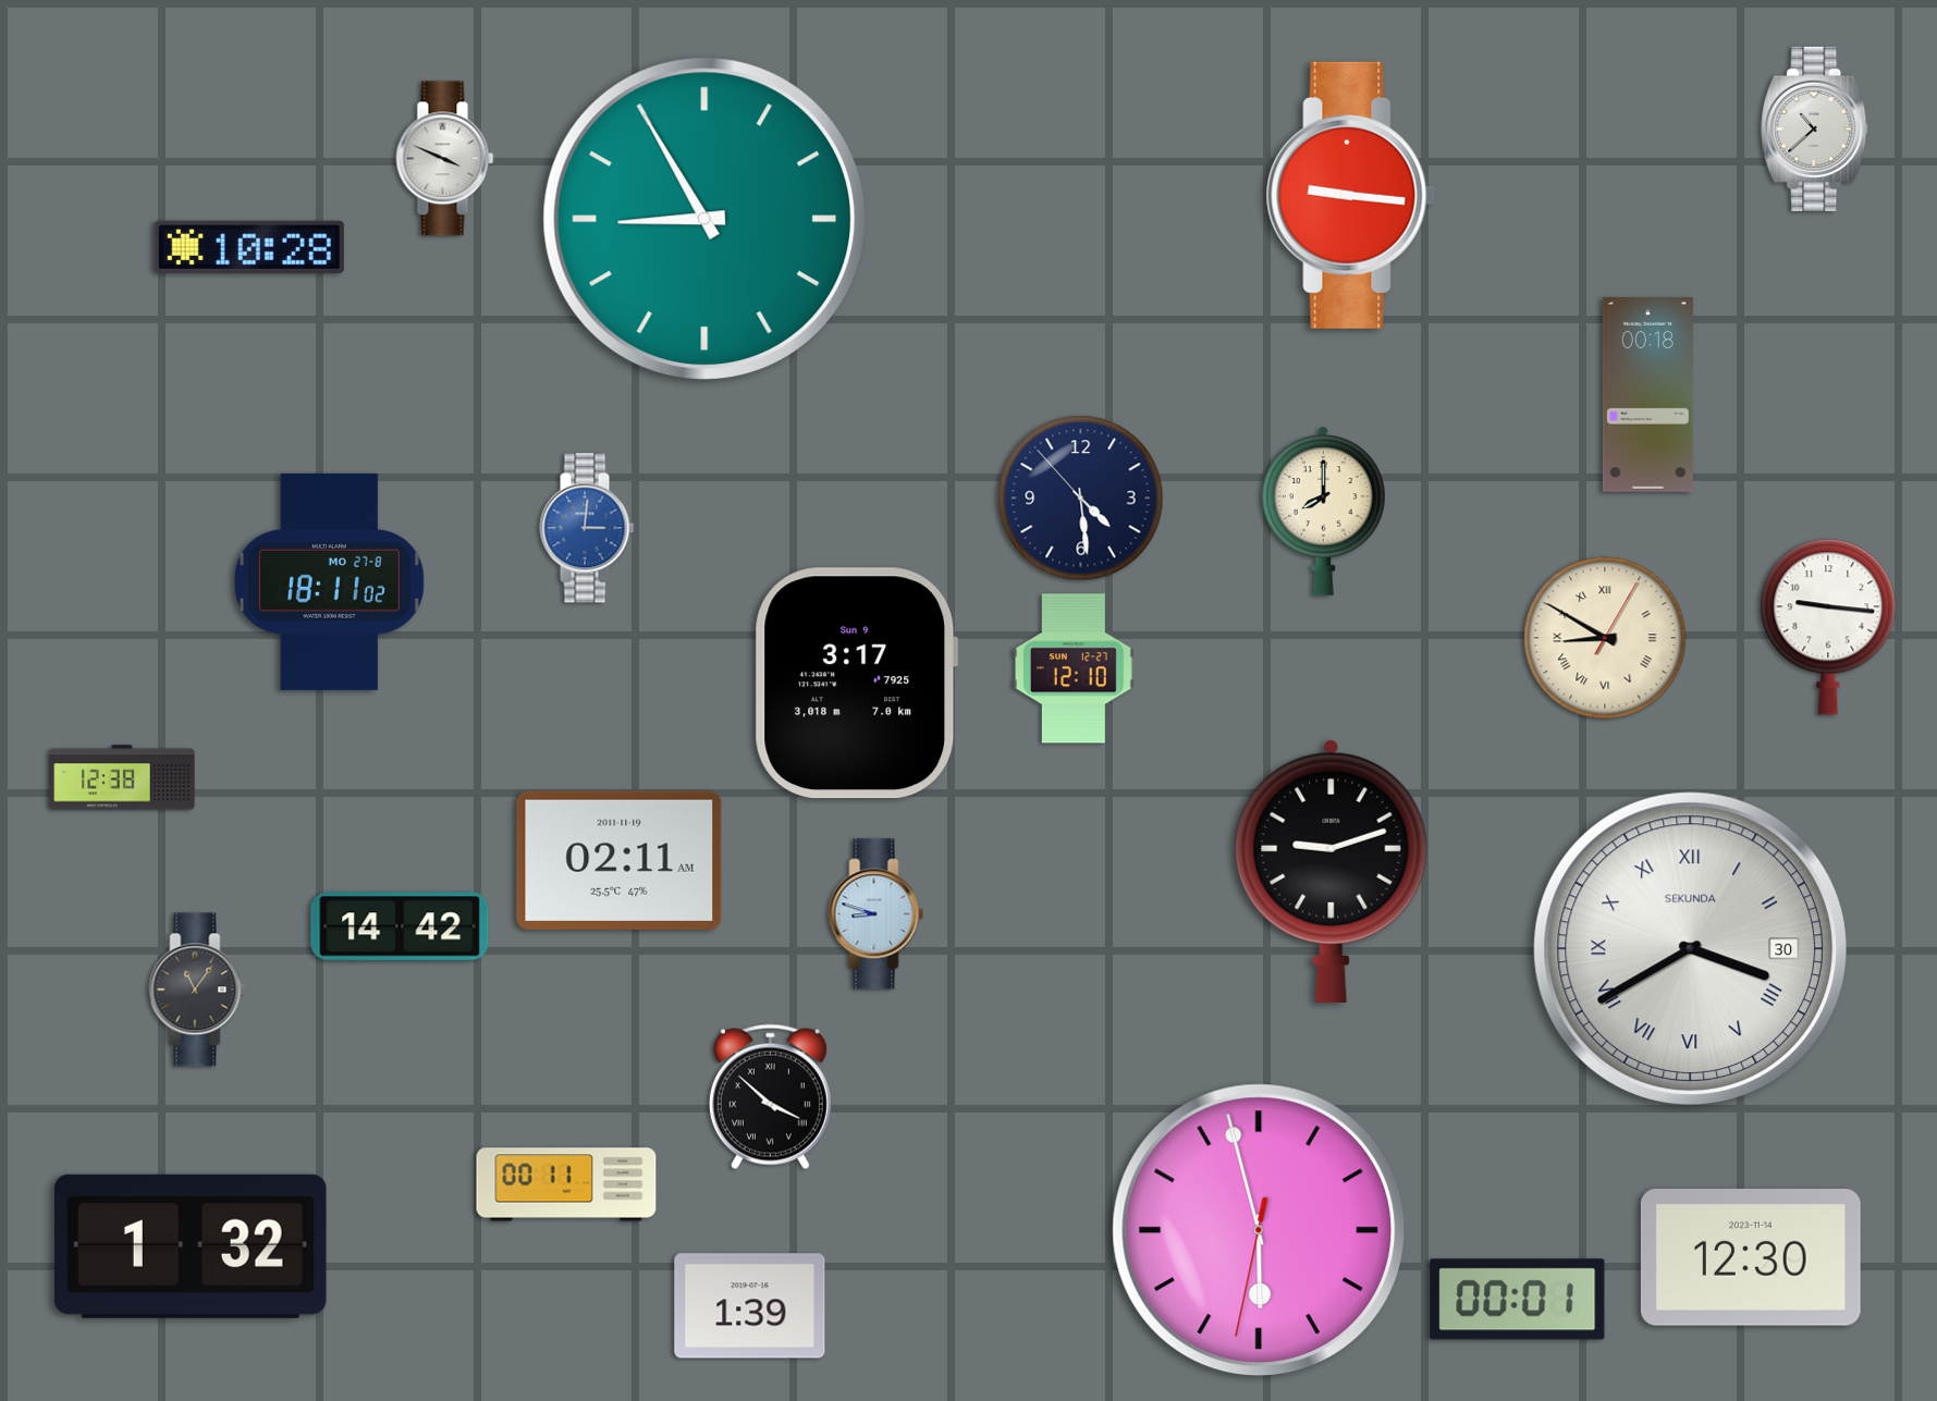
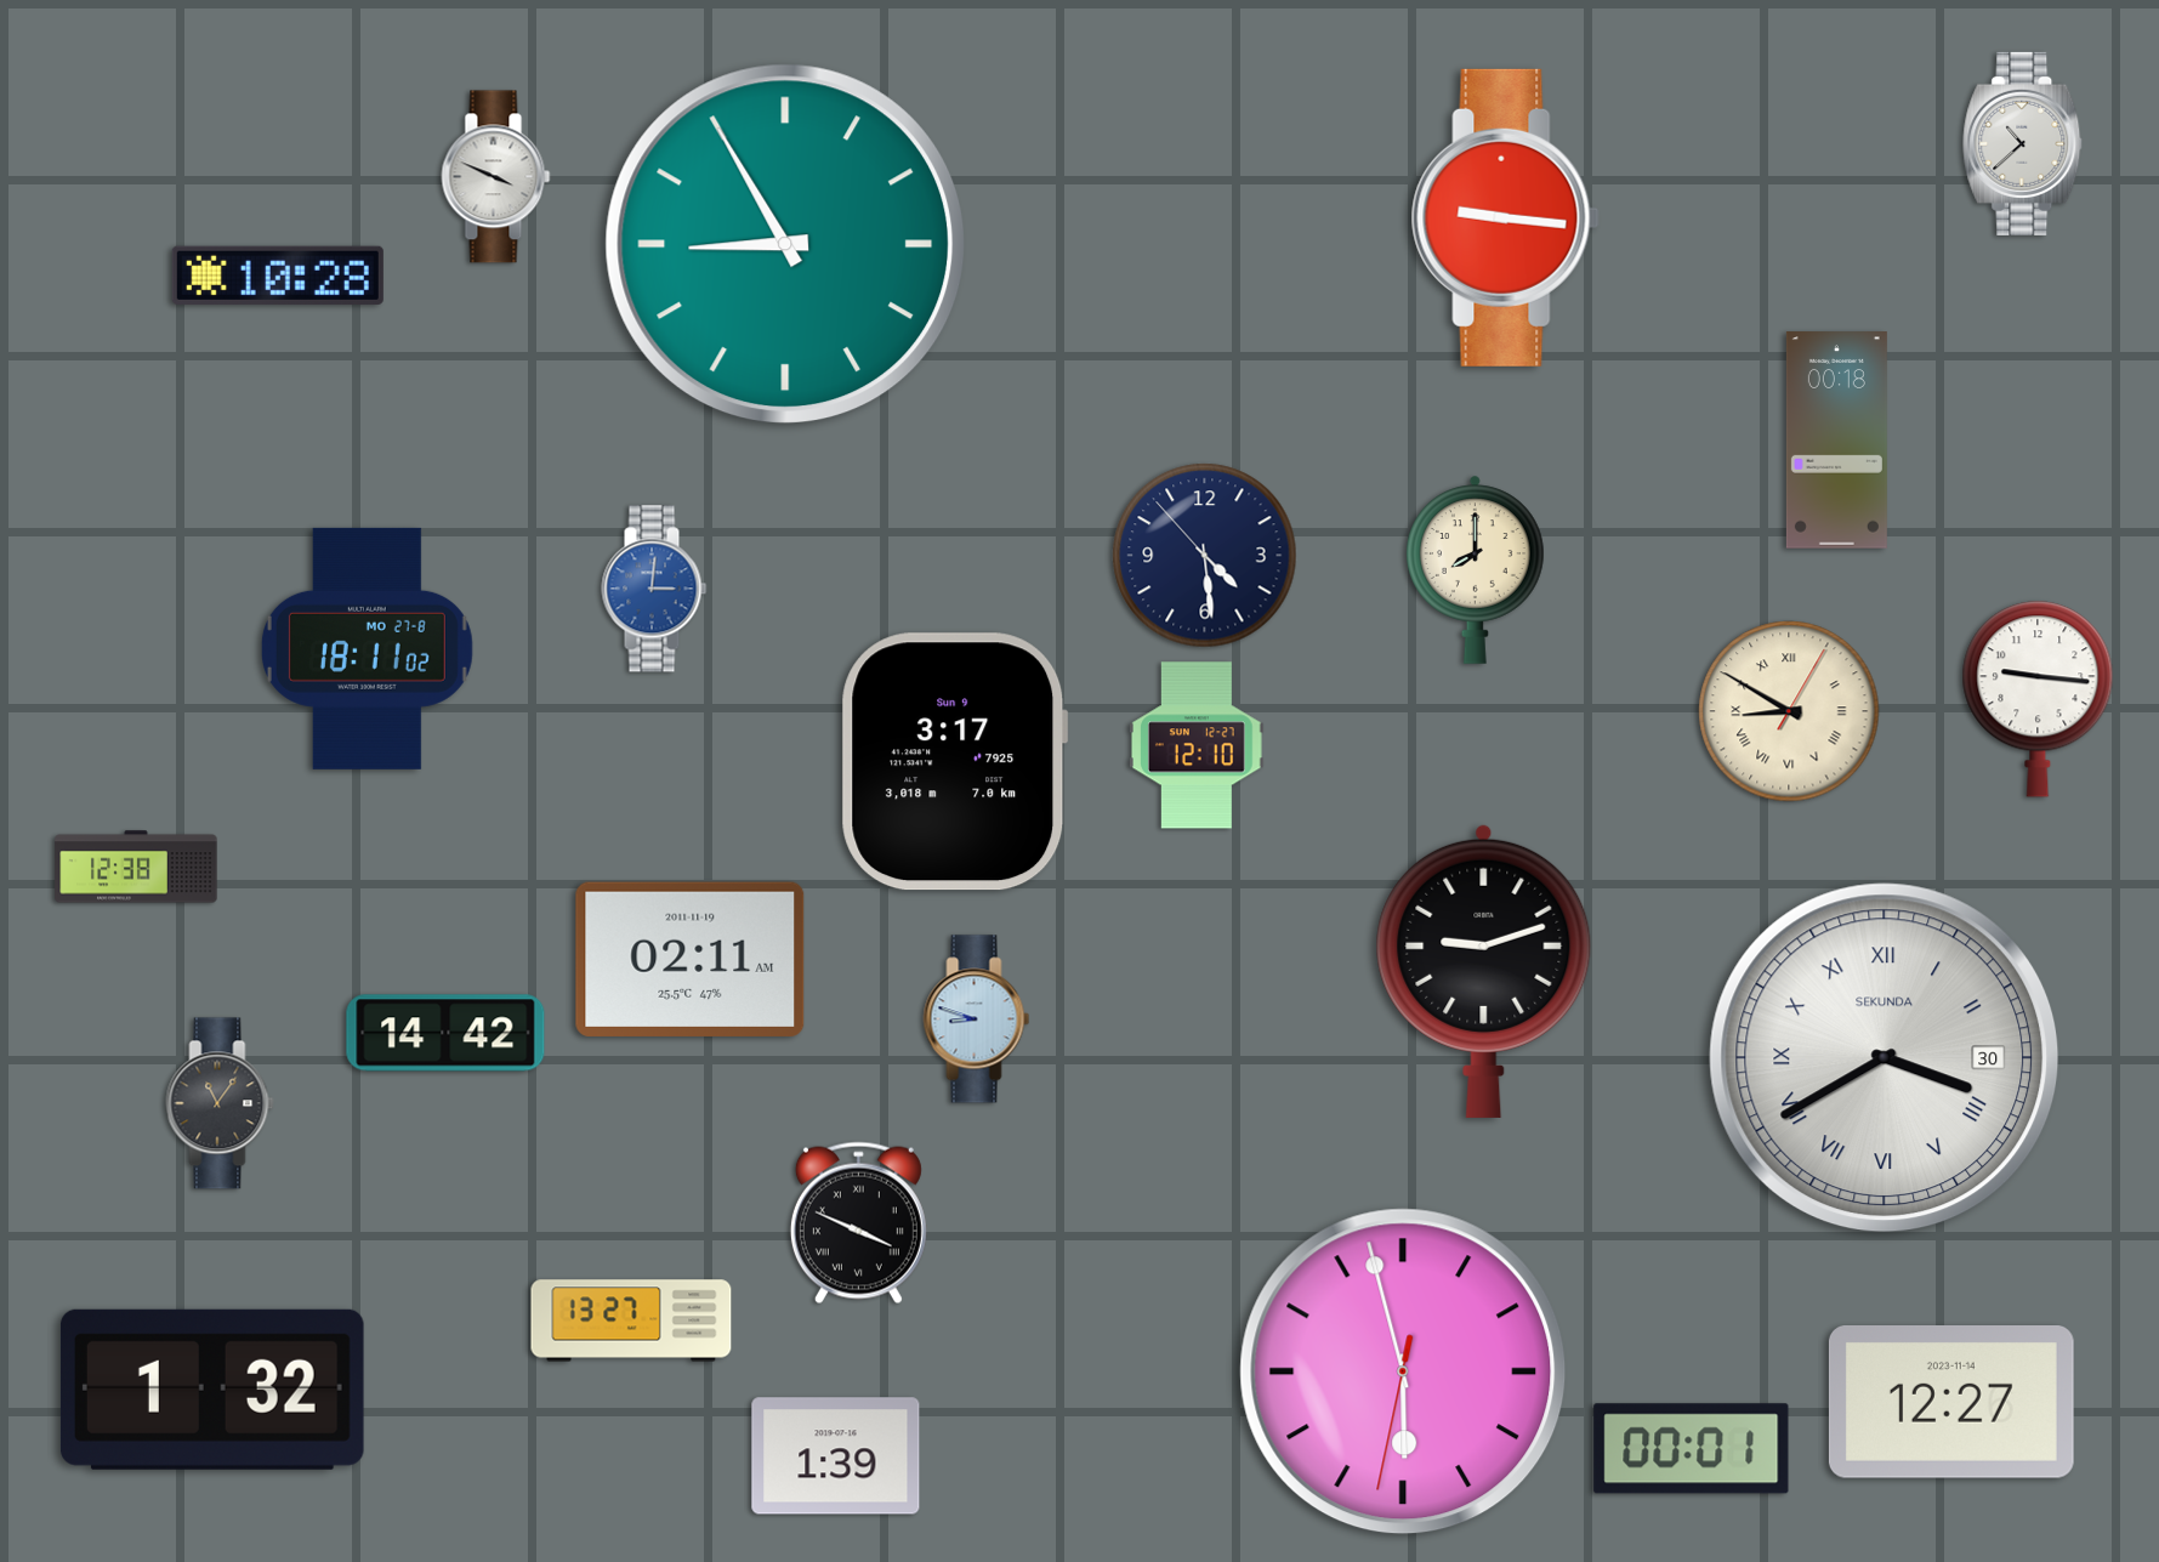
clock at (770, 1097): 3:52 -> 3:49
clock at (566, 1184): 00:11 -> 13:27
clock at (1751, 1258): 12:30 -> 12:27
